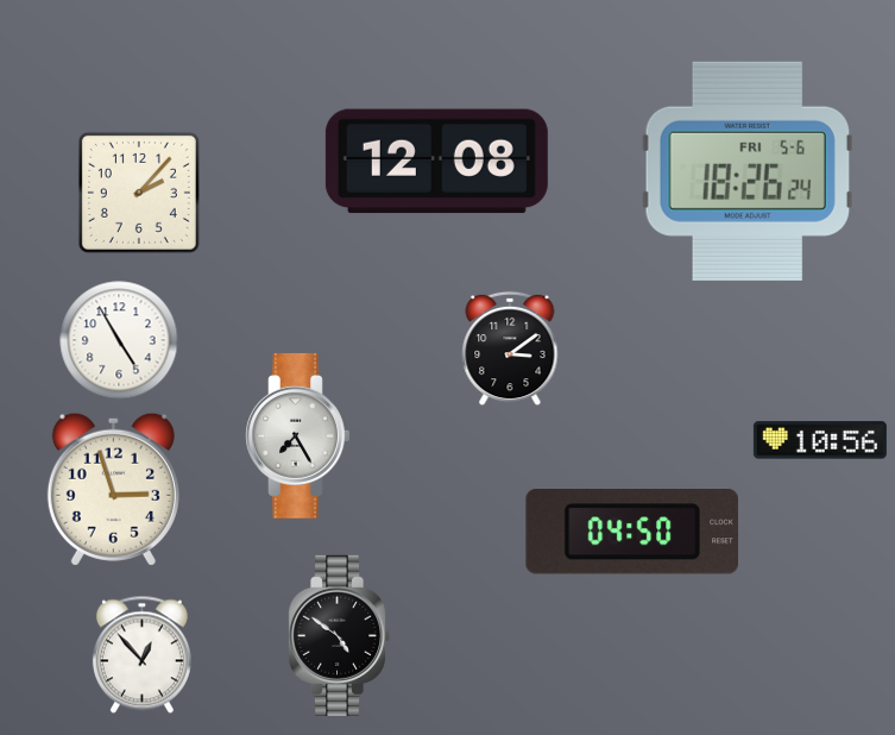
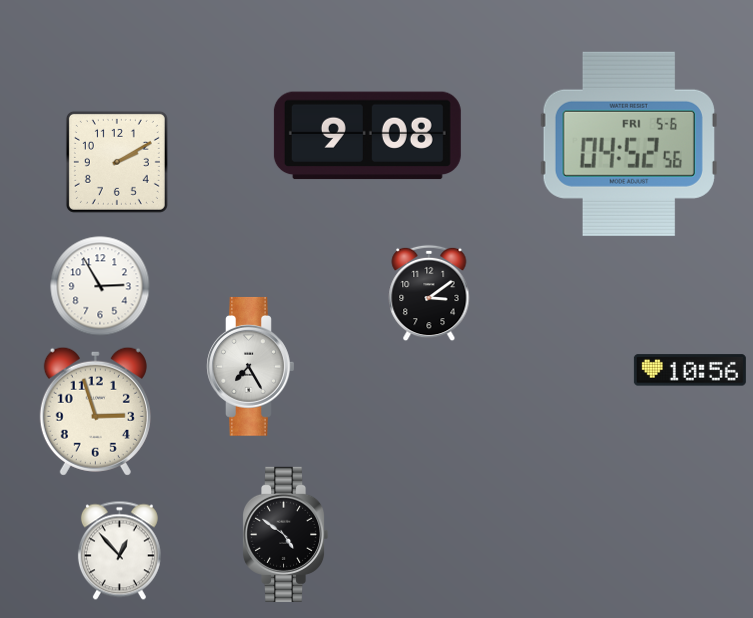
clock at (436, 162): 12:08 -> 9:08
clock at (748, 171): 18:26 -> 04:52
clock at (139, 193): 2:07 -> 2:10
clock at (119, 340): 4:55 -> 2:55
clock at (631, 532): 04:50 -> none
